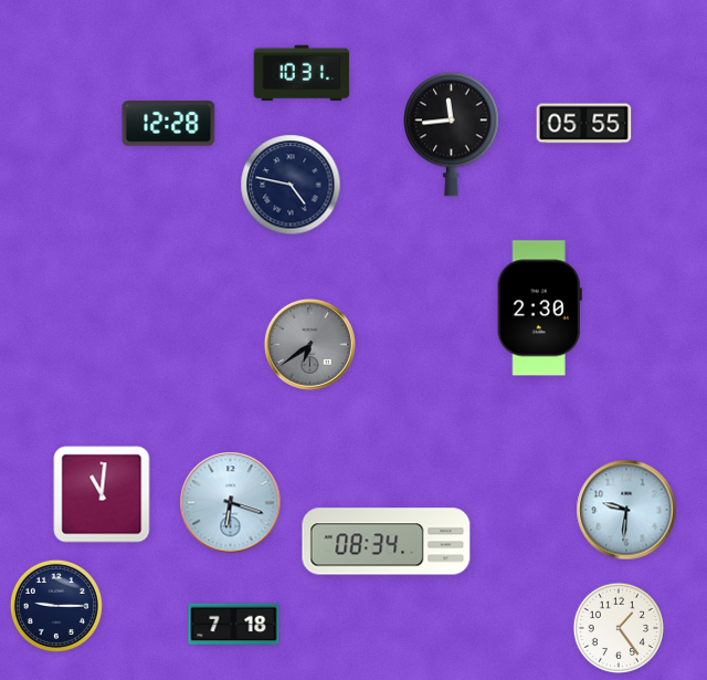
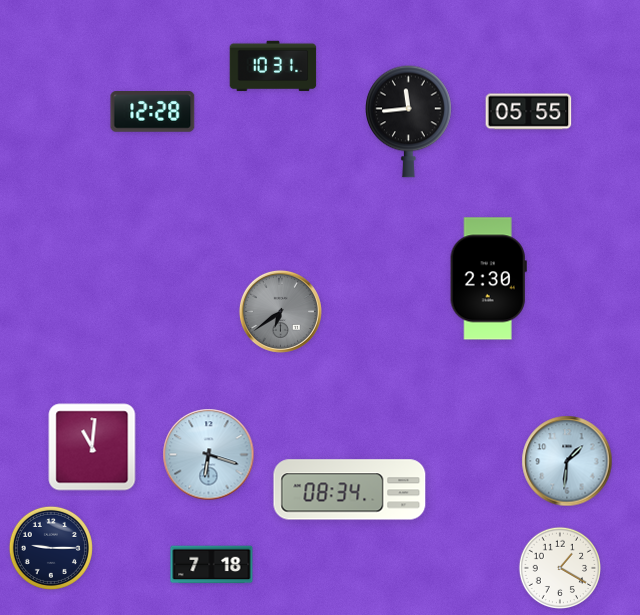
clock at (291, 185): 4:47 -> none
clock at (626, 510): 9:31 -> 1:31
clock at (618, 627): 1:24 -> 1:20
